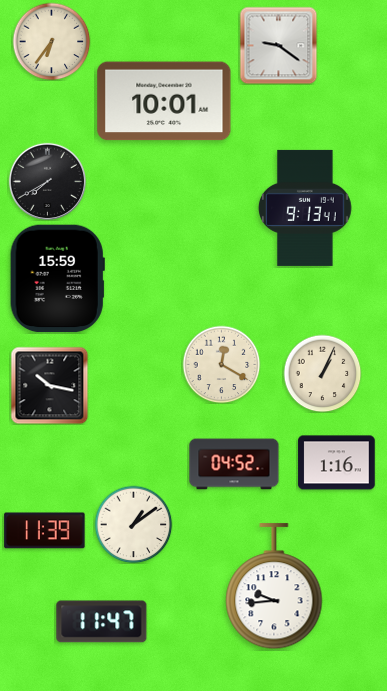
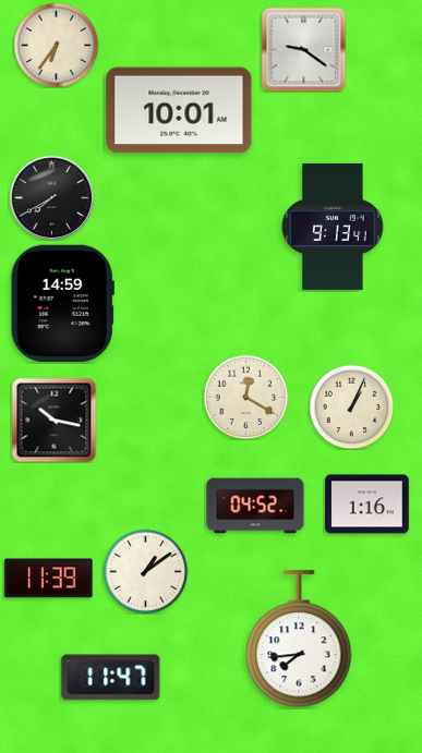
clock at (57, 279): 15:59 -> 14:59
clock at (221, 364) position: (221, 364) -> (245, 397)
clock at (274, 587): 9:44 -> 7:44
